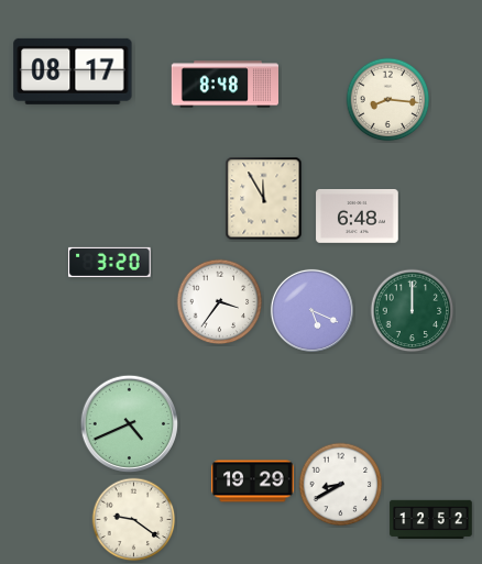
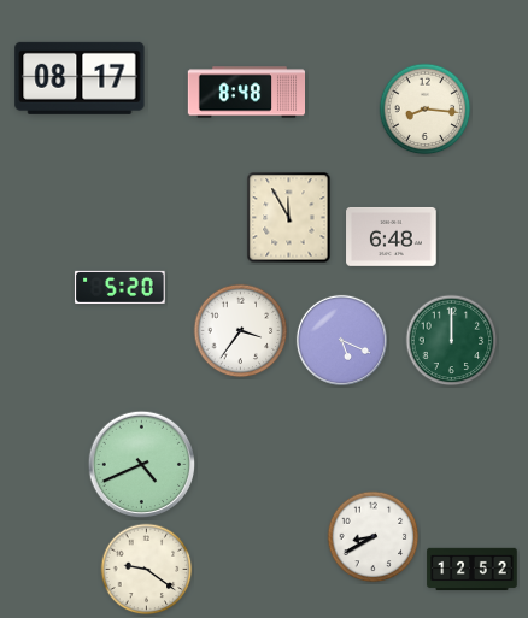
clock at (110, 262): 3:20 -> 5:20
clock at (253, 482): 19:29 -> none
clock at (341, 485) position: (341, 485) -> (374, 537)
